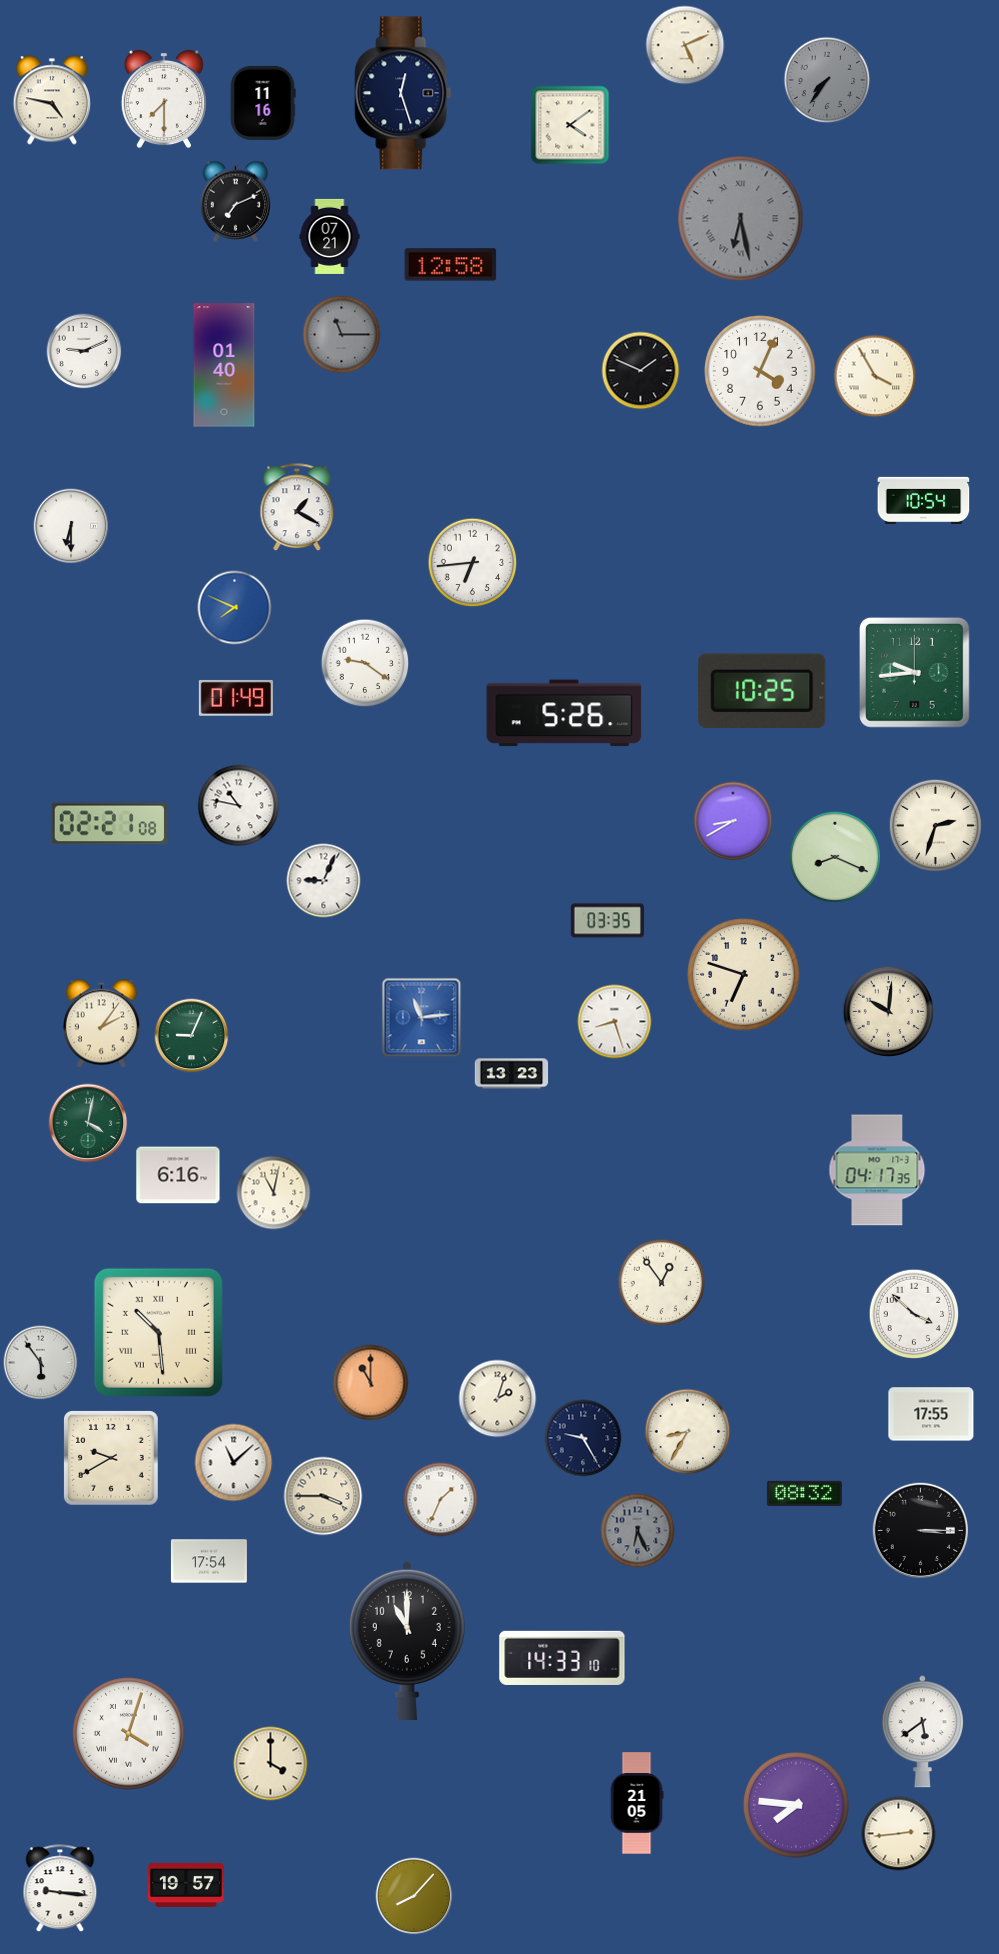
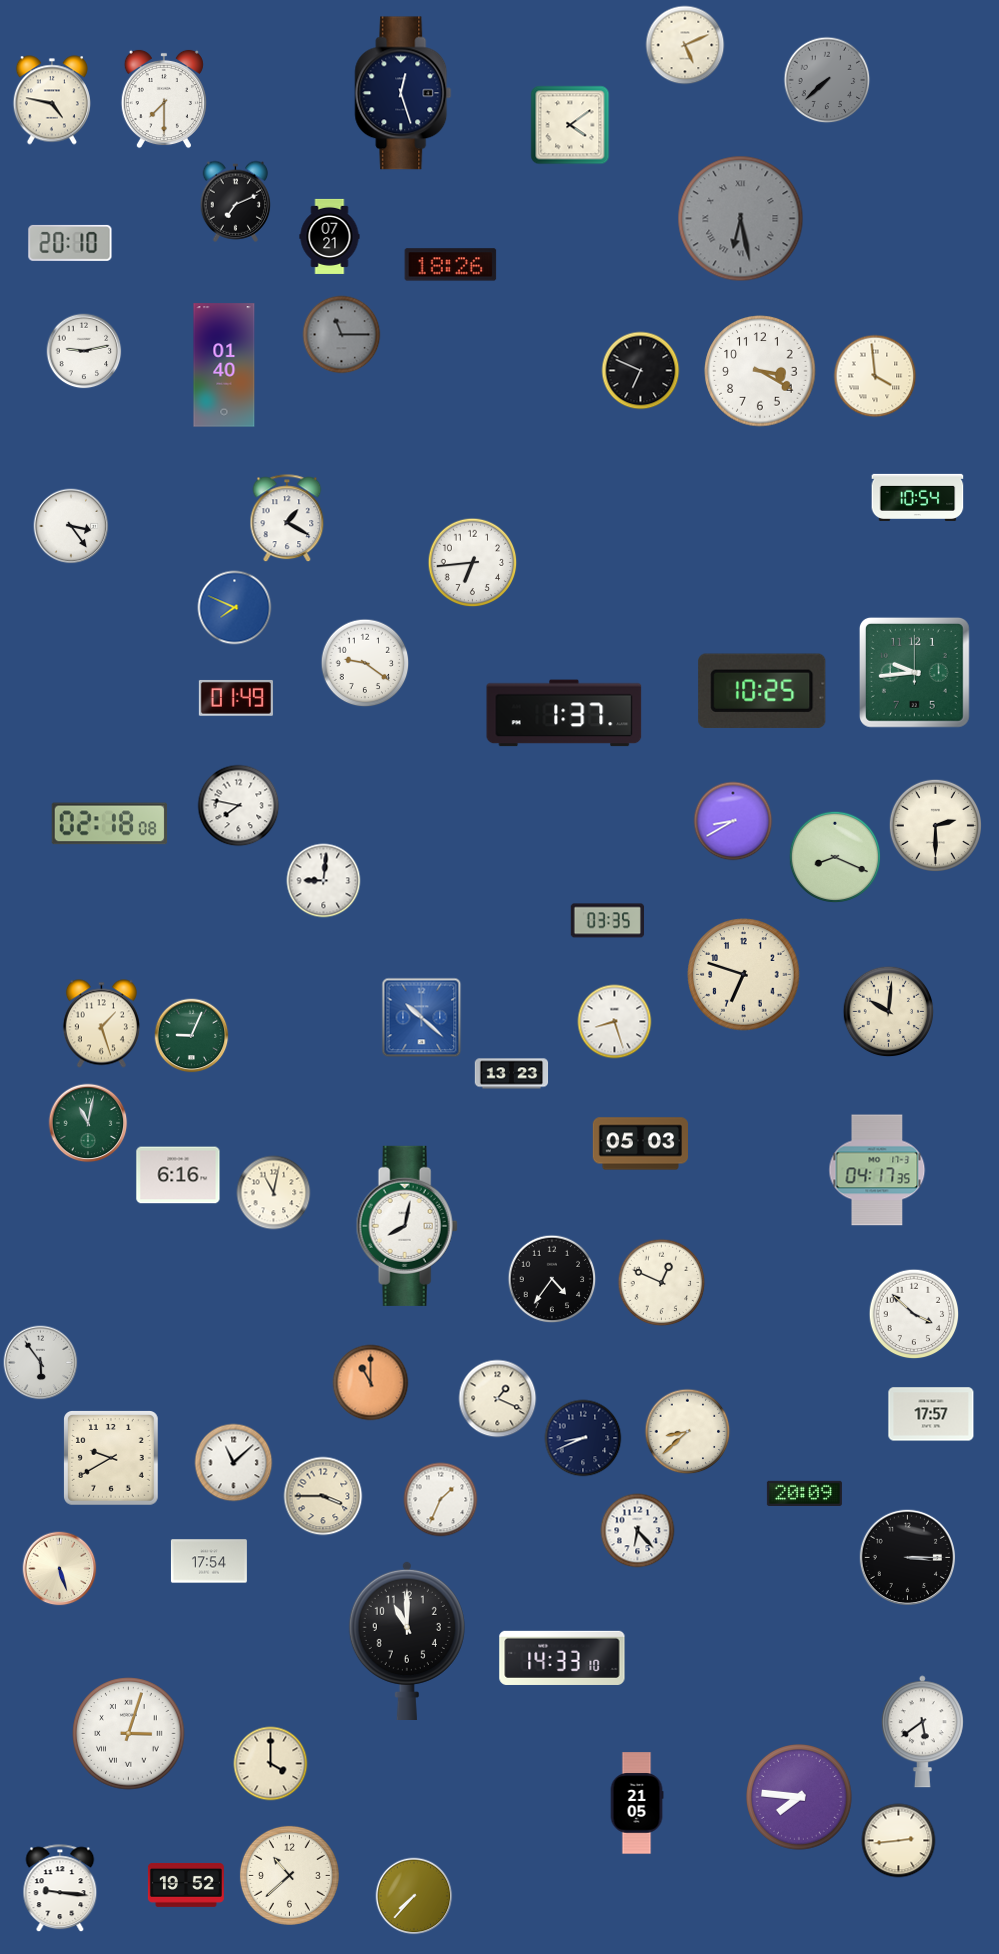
clock at (827, 80): 7:36 -> 7:38
clock at (263, 103): 11:16 -> none
clock at (70, 243): none -> 20:10
clock at (451, 265): 12:58 -> 18:26
clock at (84, 351): 9:11 -> 9:13
clock at (641, 371): 1:49 -> 6:49
clock at (760, 371): 4:04 -> 3:20
clock at (875, 376): 3:55 -> 3:59
clock at (924, 500) position: (924, 500) -> (918, 497)
clock at (297, 508) position: (297, 508) -> (287, 519)
clock at (71, 526): 6:30 -> 3:24
clock at (564, 713): 5:26 -> 1:37
clock at (239, 806): 10:47 -> 7:47
clock at (110, 824): 02:21 -> 02:18
clock at (935, 825): 2:33 -> 2:30
clock at (324, 881): 9:04 -> 9:01
clock at (422, 1018): 11:14 -> 10:22
clock at (101, 1024): 2:06 -> 1:27
clock at (88, 1123): 4:02 -> 11:02
clock at (640, 1144): none -> 05:03
clock at (407, 1226): none -> 8:02
clock at (552, 1279): none -> 4:36
clock at (662, 1283): 12:54 -> 12:49
clock at (158, 1332): 10:29 -> none
clock at (498, 1399): 2:03 -> 1:19
clock at (931, 1414): 17:55 -> 17:57
clock at (688, 1432): 8:35 -> 8:38
clock at (583, 1438): 9:25 -> 8:41
clock at (804, 1494): 08:32 -> 20:09
clock at (920, 1530) position: (920, 1530) -> (907, 1557)
clock at (638, 1531): 6:26 -> 6:23
clock at (638, 1531) dial: grey -> white
clock at (60, 1569): none -> 5:27
clock at (129, 1734): 4:03 -> 3:03
clock at (797, 1806) position: (797, 1806) -> (800, 1798)
clock at (899, 1834) position: (899, 1834) -> (899, 1841)
clock at (289, 1875): none -> 10:38
clock at (186, 1885): 19:57 -> 19:52
clock at (414, 1896): 8:07 -> 7:37
